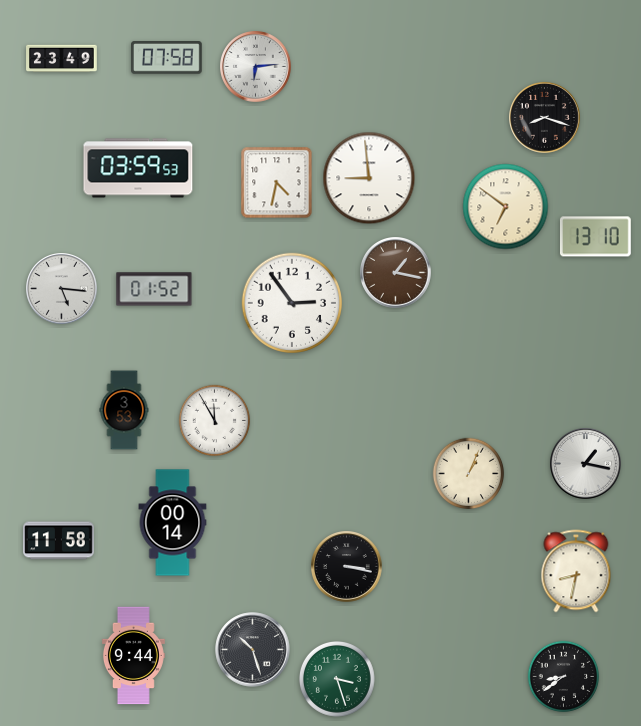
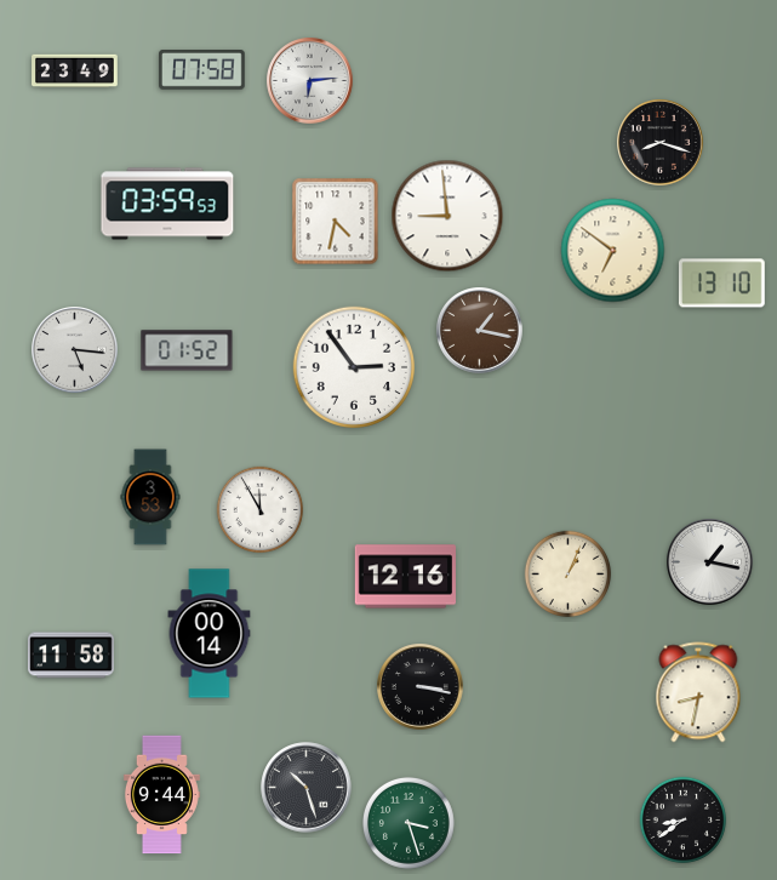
clock at (596, 237) position: (596, 237) -> (722, 284)
clock at (406, 577): none -> 12:16
